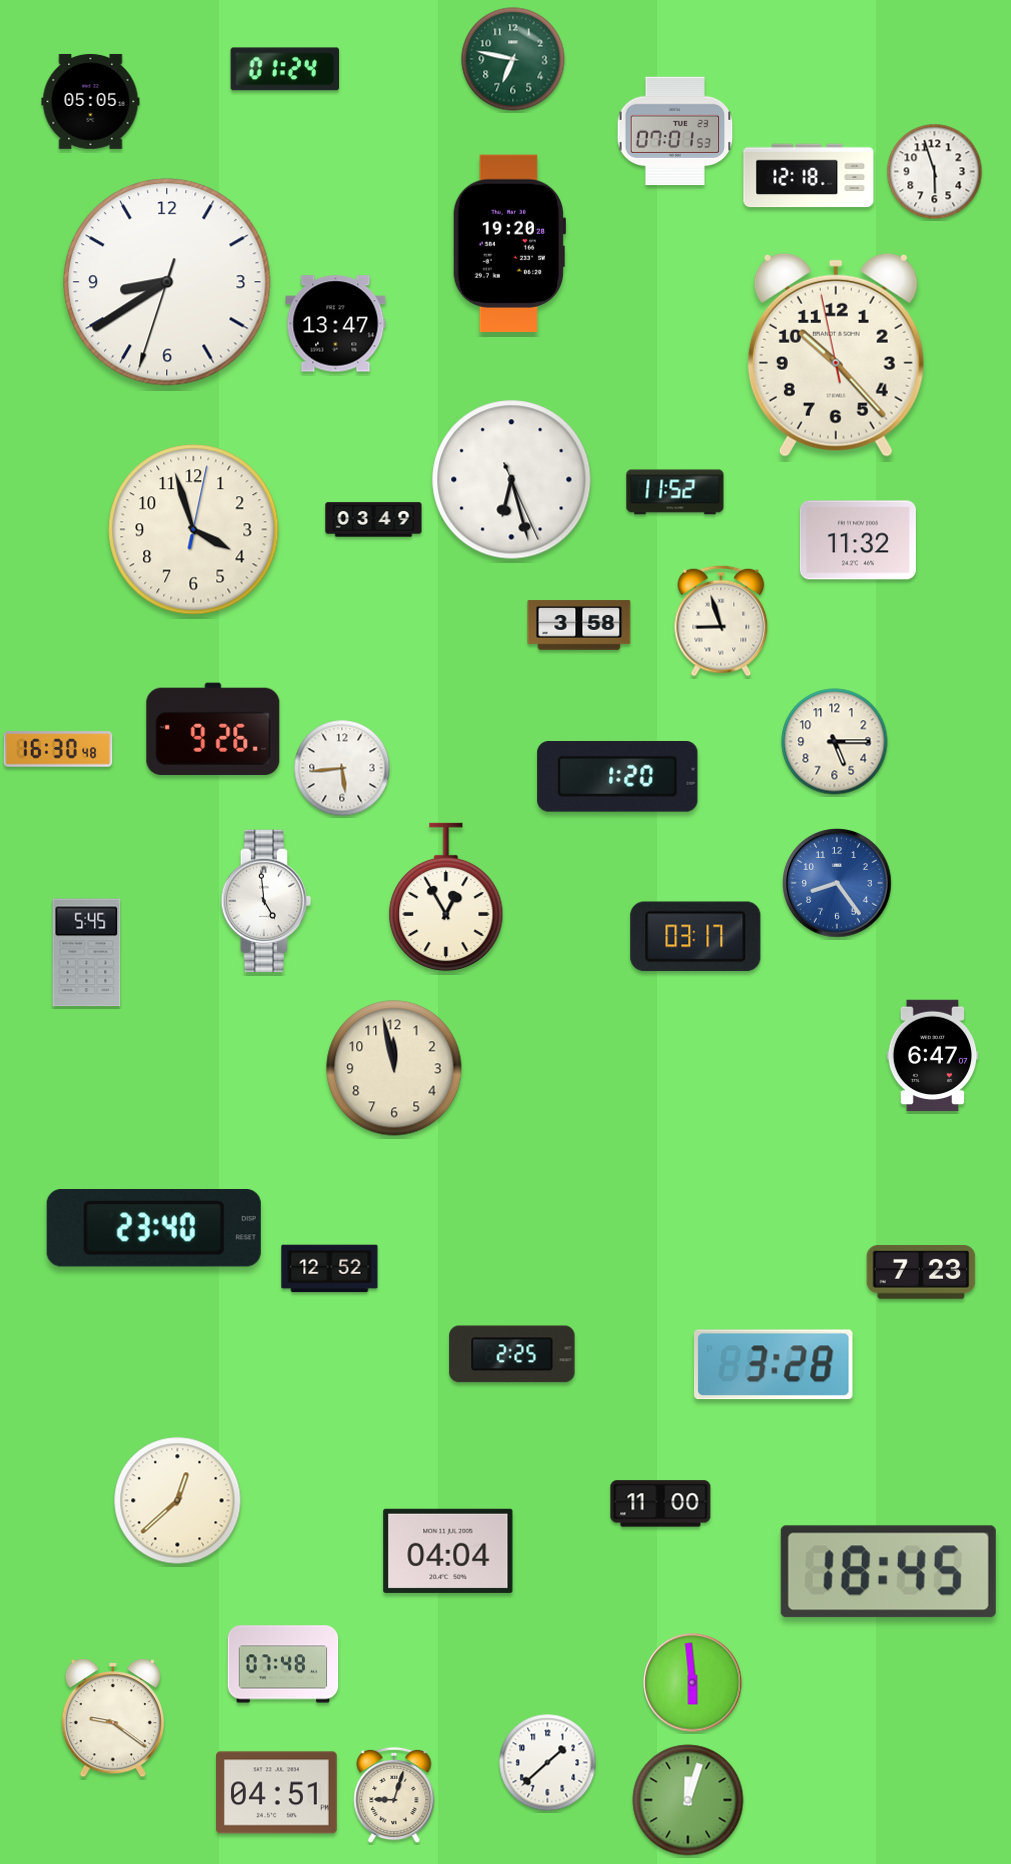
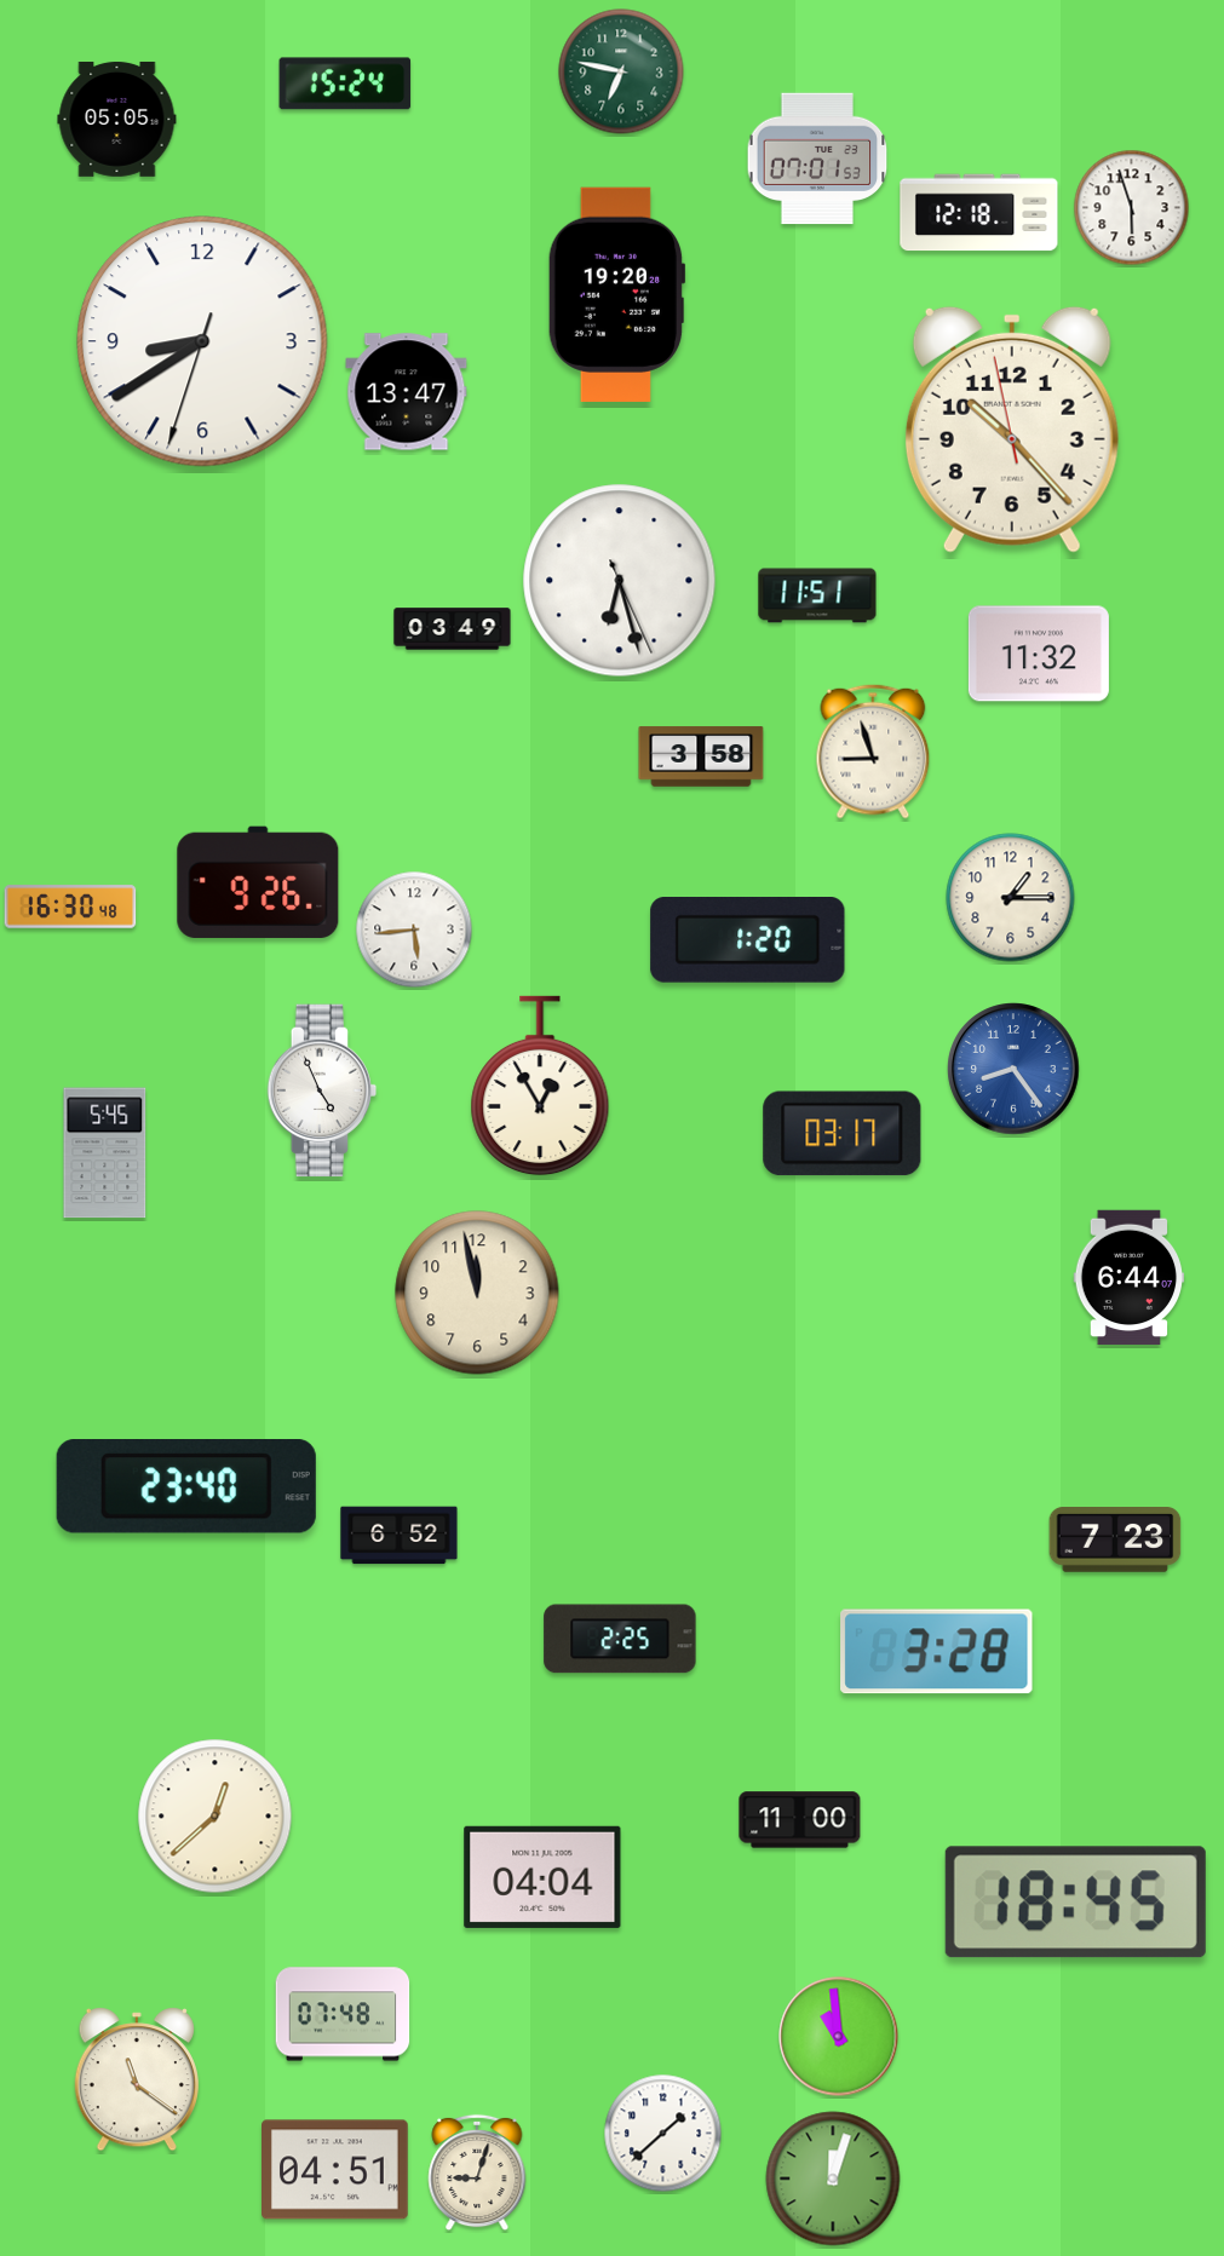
clock at (285, 69): 01:24 -> 15:24
clock at (91, 101) position: (91, 101) -> (117, 119)
clock at (675, 492): 11:52 -> 11:51
clock at (194, 530): 3:57 -> none
clock at (835, 742): 5:15 -> 1:15
clock at (266, 901): 4:59 -> 4:56
clock at (933, 1056): 6:47 -> 6:44
clock at (330, 1269): 12:52 -> 6:52
clock at (693, 1683): 5:59 -> 10:59
clock at (113, 1718): 9:21 -> 11:21
